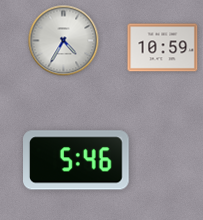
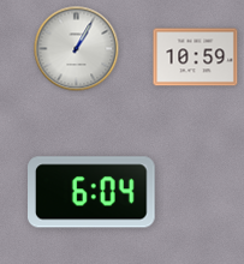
clock at (64, 41): 4:35 -> 1:05
clock at (77, 160): 5:46 -> 6:04
